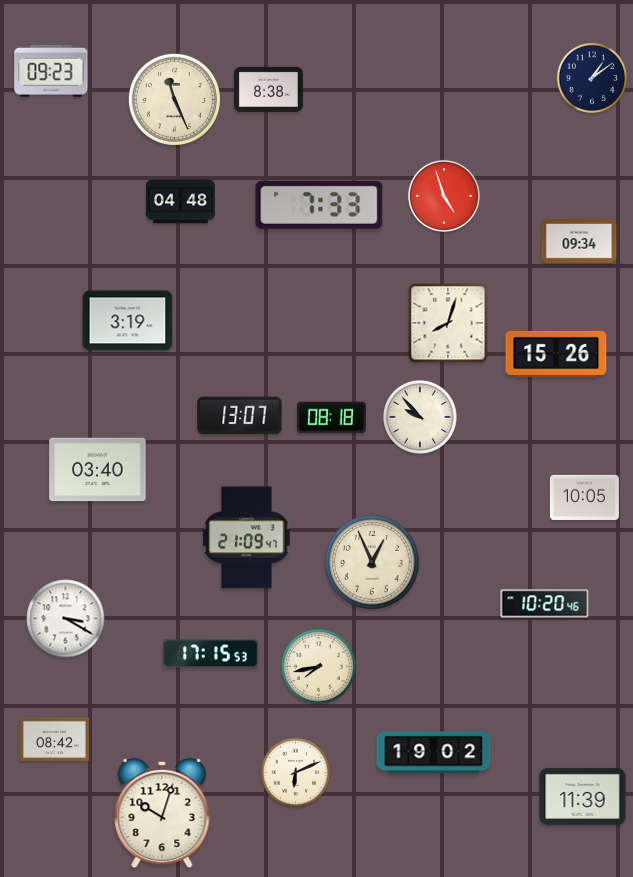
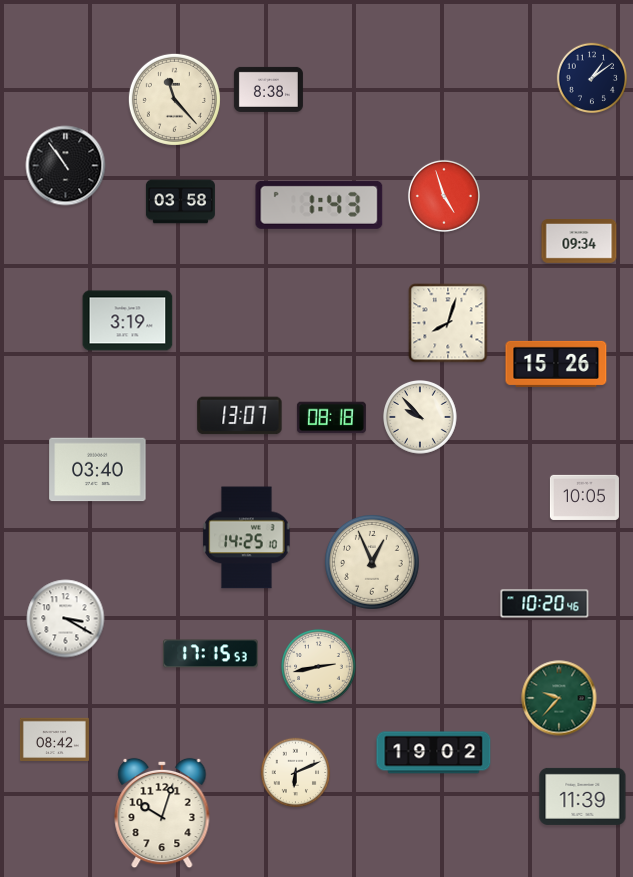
clock at (51, 71): 09:23 -> none
clock at (174, 99): 11:26 -> 11:23
clock at (66, 166): none -> 10:54
clock at (180, 202): 04:48 -> 03:58
clock at (319, 205): 7:33 -> 1:43
clock at (556, 354) position: (556, 354) -> (556, 364)
clock at (247, 538): 21:09 -> 14:25
clock at (319, 667): 7:43 -> 2:43
clock at (559, 698): none -> 9:37
